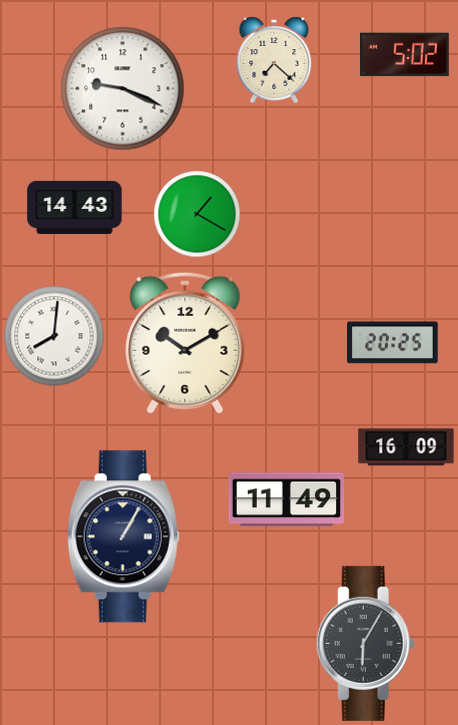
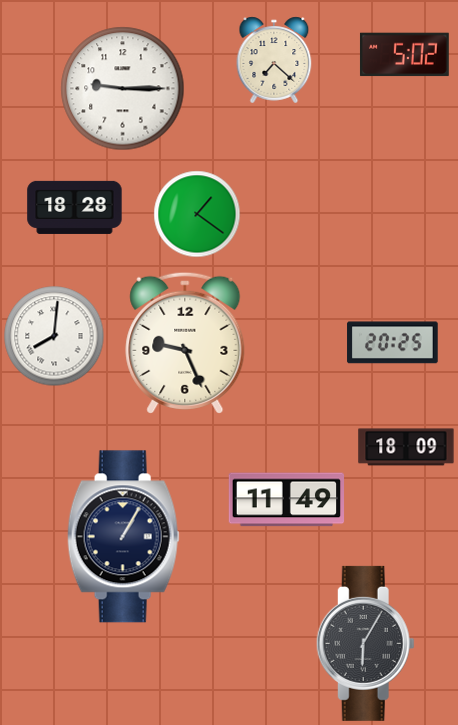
clock at (123, 89): 9:19 -> 9:15
clock at (75, 207): 14:43 -> 18:28
clock at (197, 214): 1:20 -> 1:21
clock at (185, 343): 10:10 -> 9:26
clock at (406, 447): 16:09 -> 18:09
